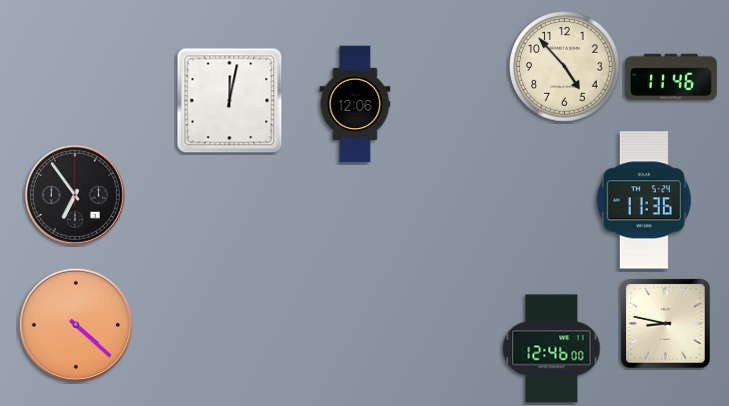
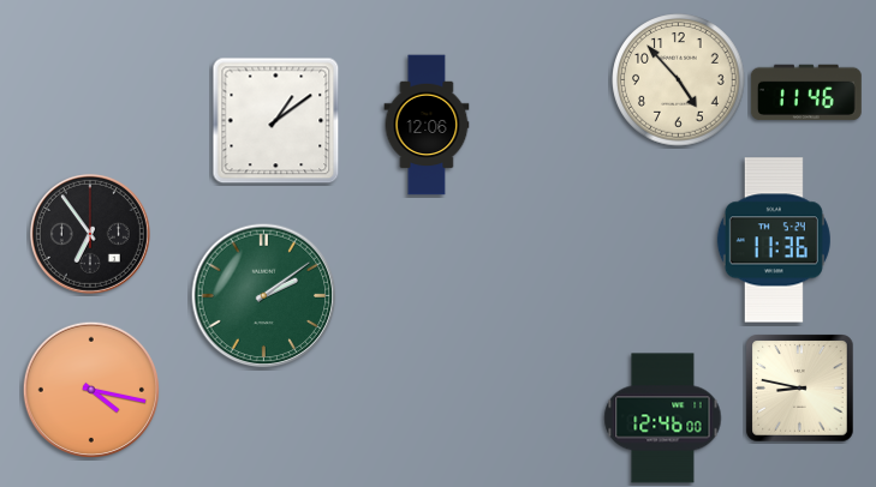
clock at (230, 101): 12:02 -> 1:09
clock at (264, 296): none -> 2:09
clock at (75, 324): 4:22 -> 4:17
